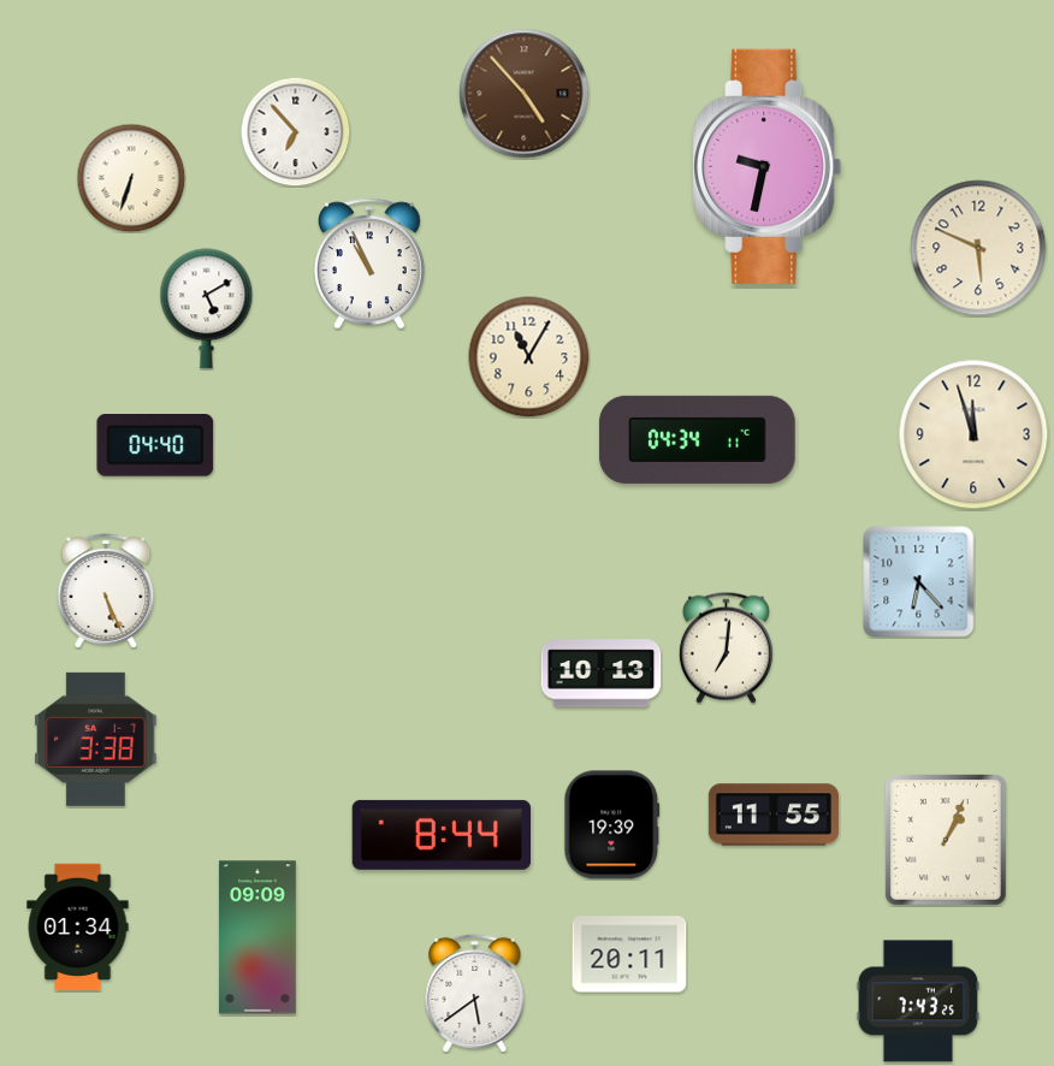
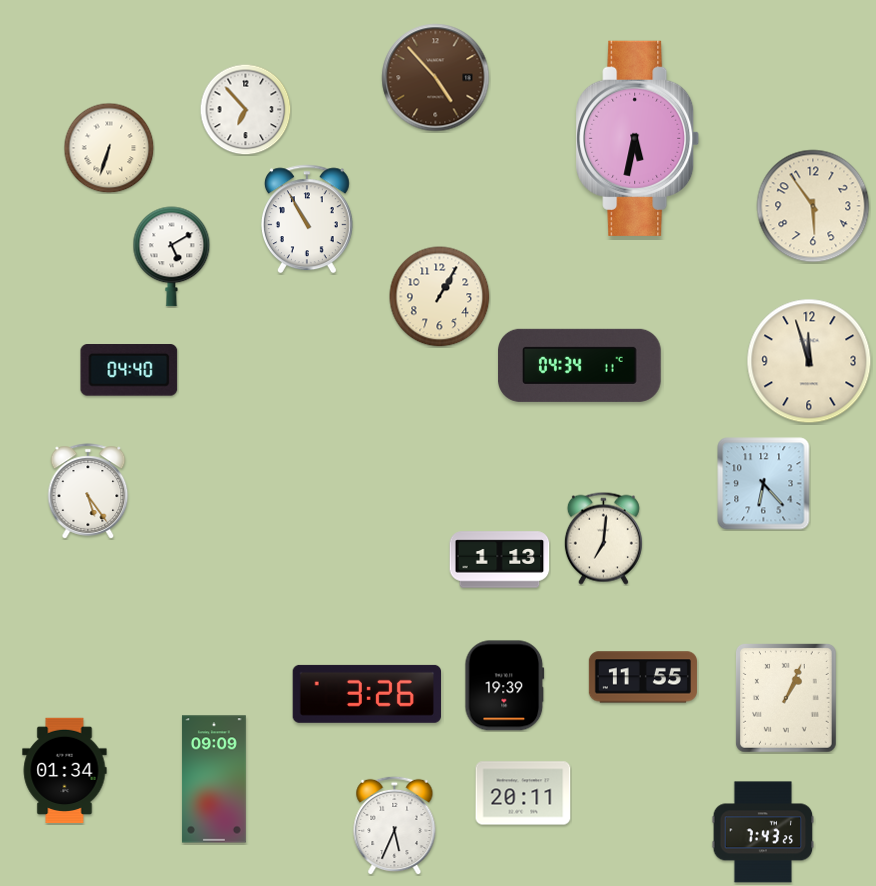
clock at (768, 166): 9:32 -> 5:32
clock at (978, 248): 5:49 -> 5:54
clock at (369, 263): 10:56 -> 10:55
clock at (529, 357): 11:05 -> 1:05
clock at (106, 591): 5:26 -> 5:24
clock at (602, 674): 10:13 -> 1:13
clock at (96, 739): 3:38 -> none
clock at (612, 825) position: (612, 825) -> (505, 686)
clock at (440, 835): 8:44 -> 3:26
clock at (475, 993): 5:39 -> 5:34
